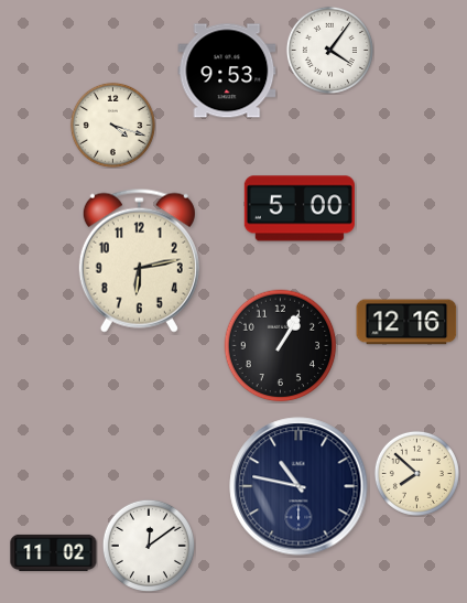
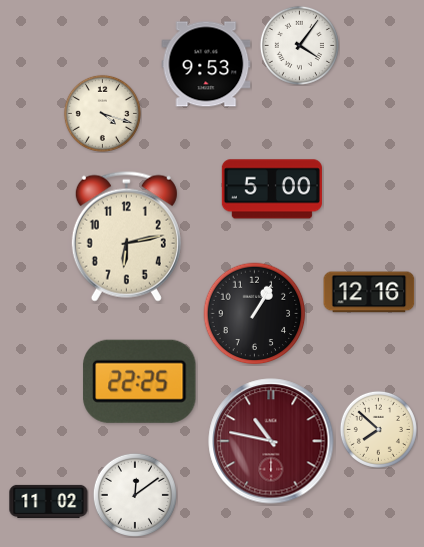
clock at (140, 381): none -> 22:25
clock at (298, 486) dial: navy -> burgundy
